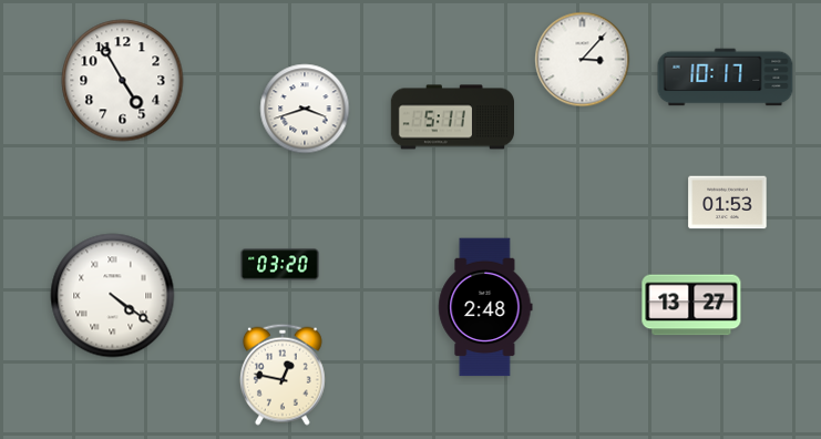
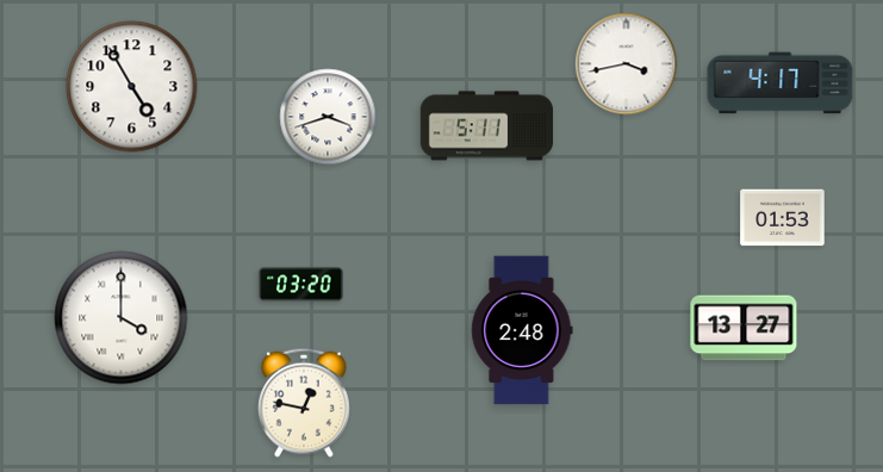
clock at (583, 60): 3:07 -> 3:43
clock at (726, 78): 10:17 -> 4:17
clock at (113, 296): 4:21 -> 4:00
